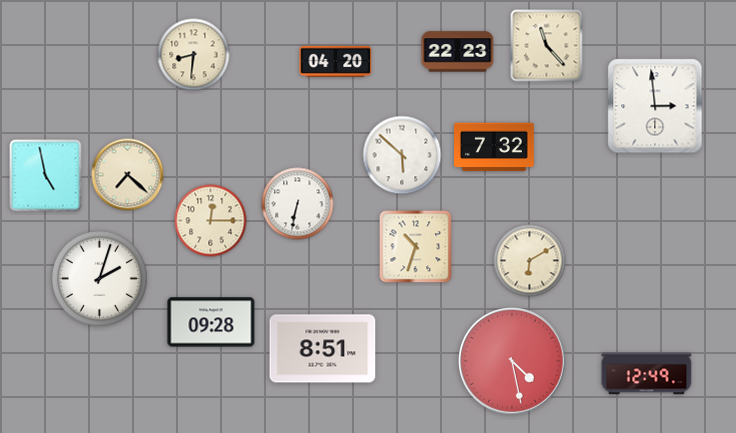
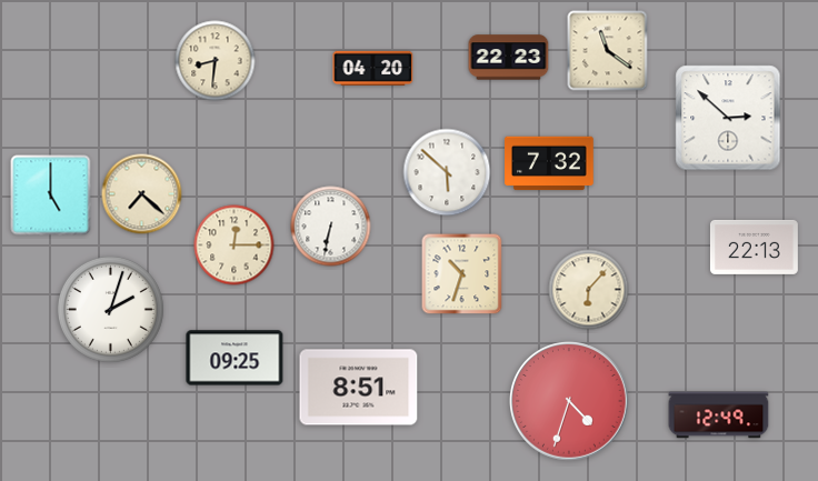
clock at (547, 46): 11:23 -> 11:21
clock at (655, 106): 2:59 -> 2:52
clock at (46, 176): 4:58 -> 5:00
clock at (754, 247): none -> 22:13
clock at (530, 261): 6:10 -> 6:07
clock at (211, 322): 09:28 -> 09:25
clock at (512, 361): 4:28 -> 4:33
